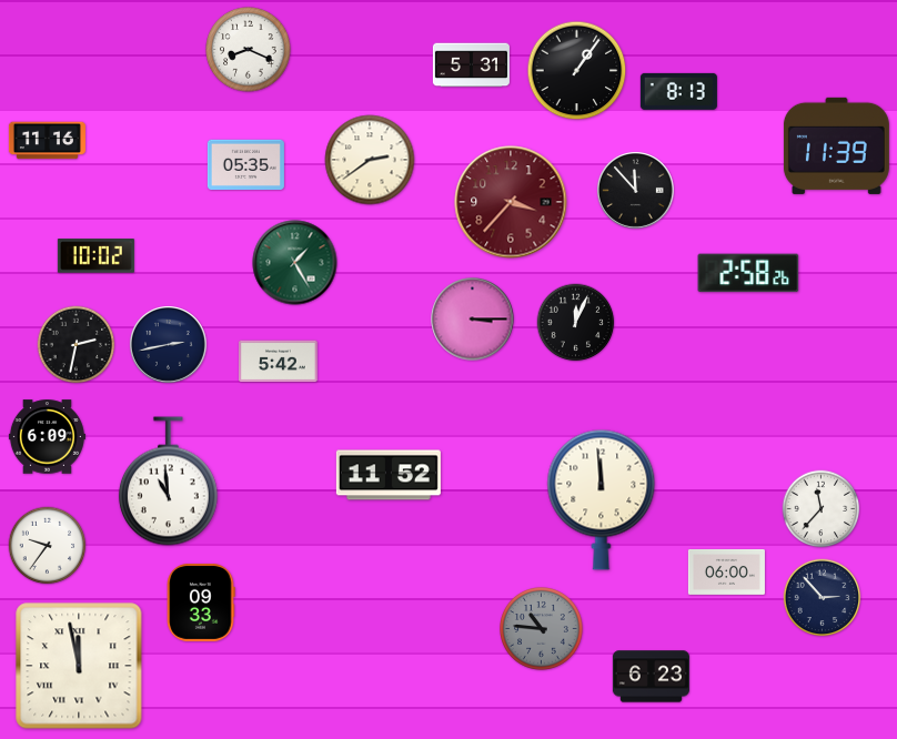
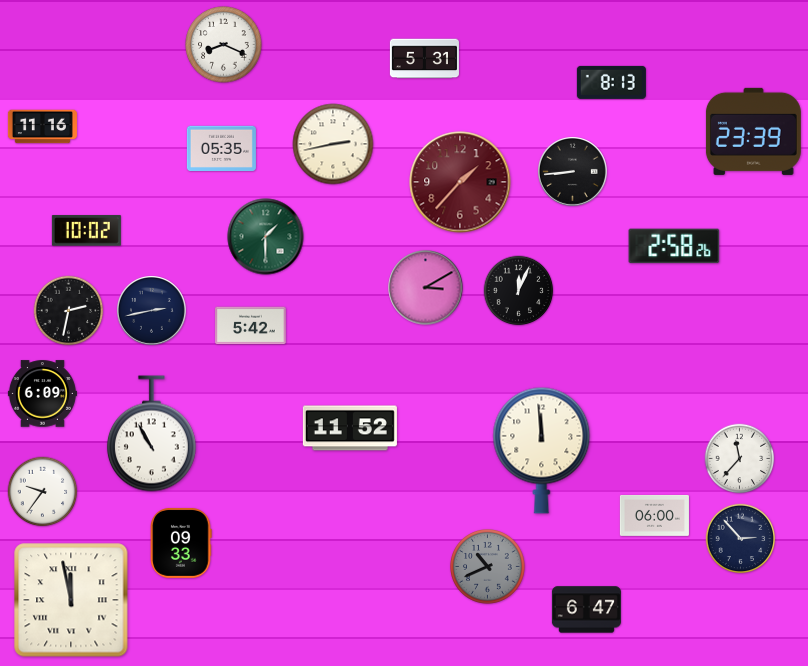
clock at (577, 71): 1:06 -> none
clock at (836, 145): 11:39 -> 23:39
clock at (370, 160): 2:39 -> 2:43
clock at (636, 191): 11:53 -> 8:44
clock at (511, 202): 3:37 -> 1:37
clock at (295, 263): 1:25 -> 1:30
clock at (473, 320): 3:15 -> 3:10
clock at (168, 482): 10:59 -> 10:55
clock at (542, 629): 10:46 -> 10:41
clock at (651, 677): 6:23 -> 6:47
